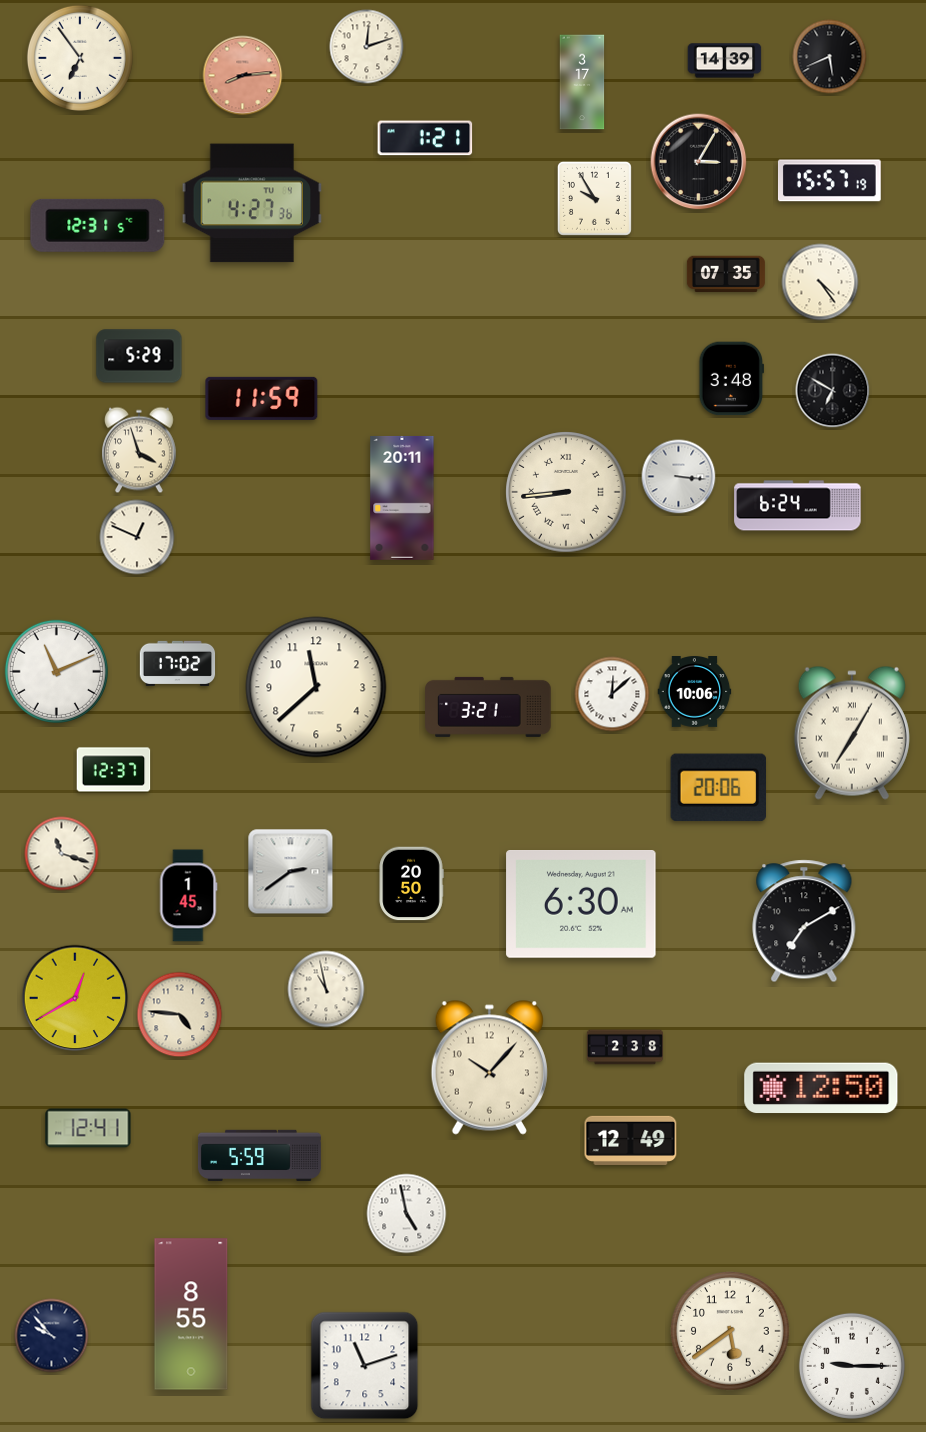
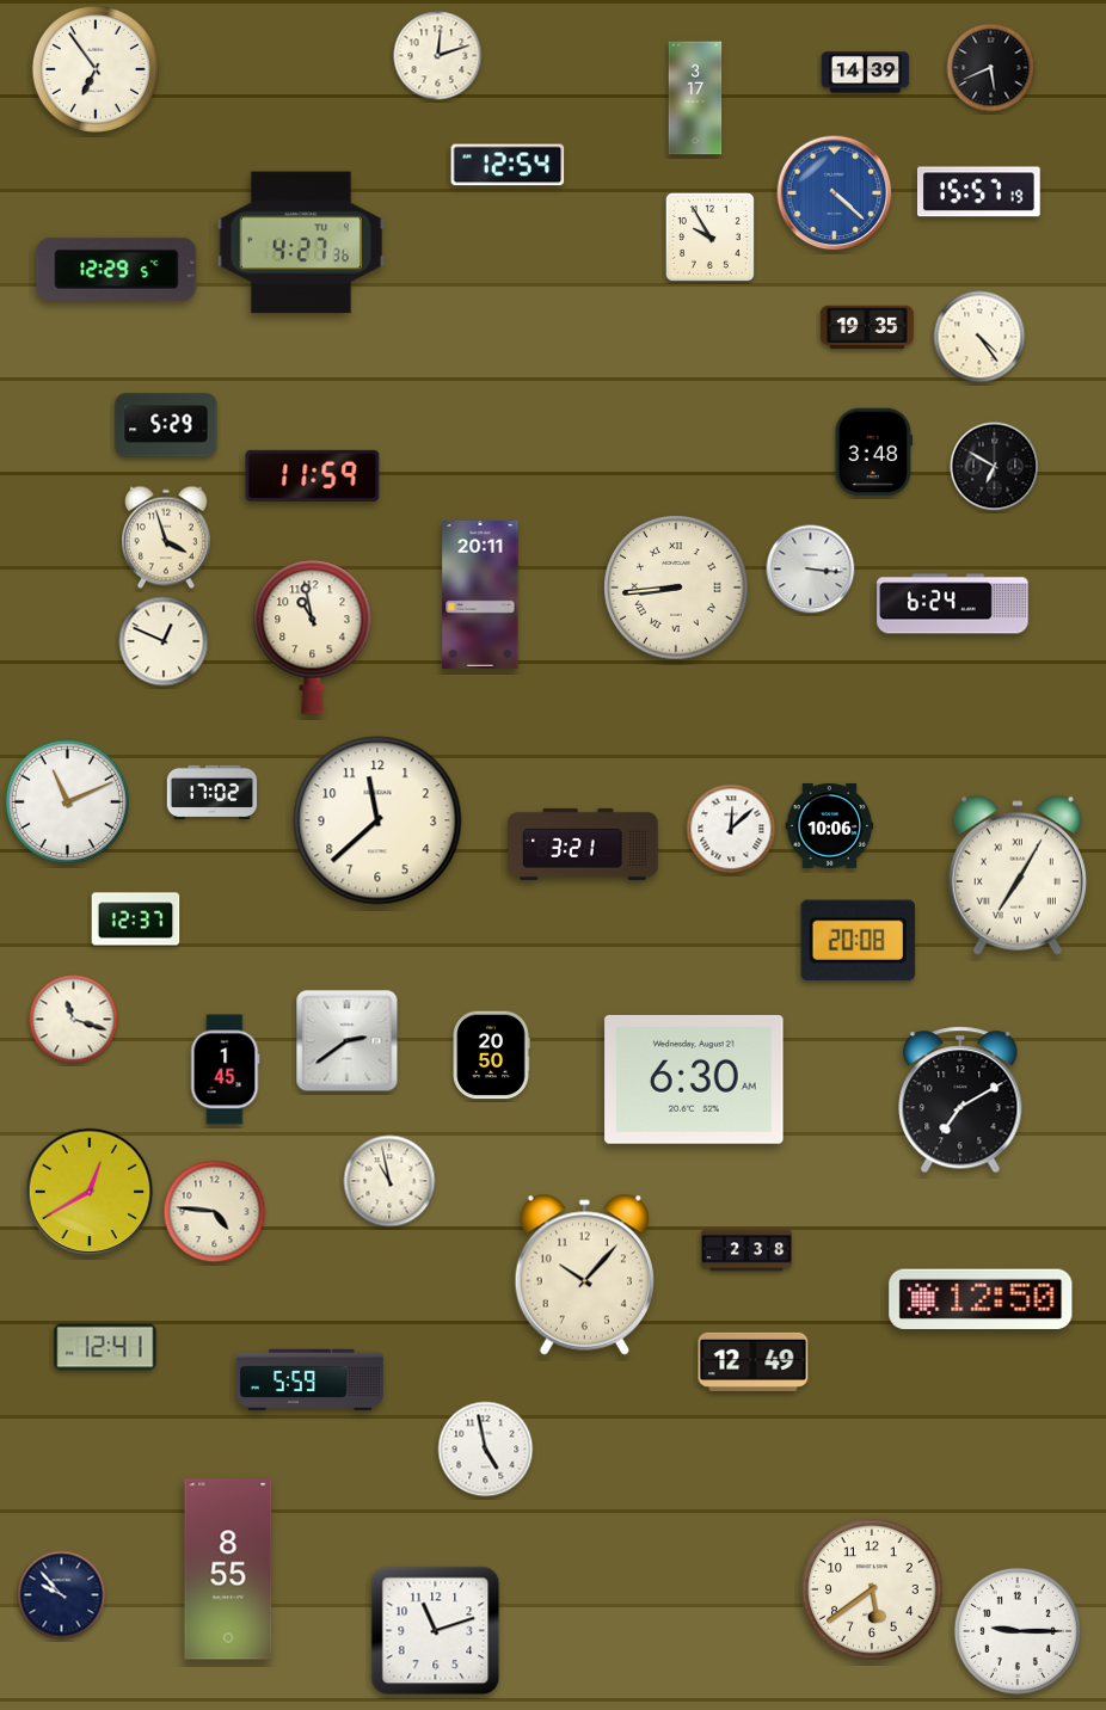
clock at (243, 76): 8:14 -> none
clock at (425, 138): 1:21 -> 12:54
clock at (699, 162): 3:05 -> 4:22
clock at (699, 162) dial: black -> blue
clock at (829, 181) position: (829, 181) -> (978, 192)
clock at (98, 225): 12:31 -> 12:29
clock at (726, 274): 07:35 -> 19:35
clock at (313, 636): none -> 10:58
clock at (718, 788): 20:06 -> 20:08
